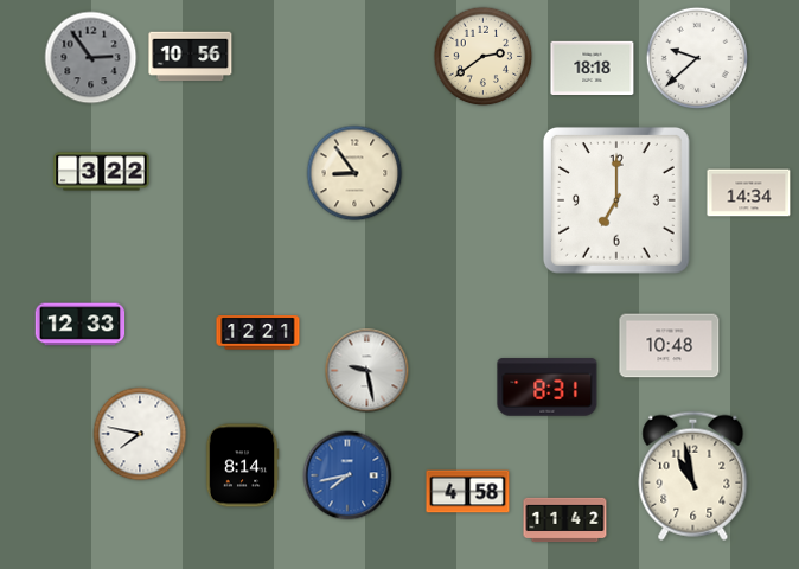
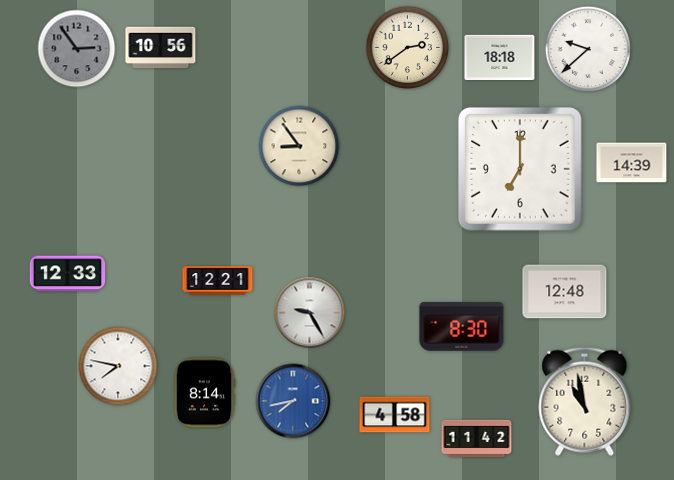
clock at (102, 172): 3:22 -> none
clock at (749, 193): 14:34 -> 14:39
clock at (670, 346): 10:48 -> 12:48
clock at (367, 371): 9:28 -> 9:25
clock at (548, 388): 8:31 -> 8:30
